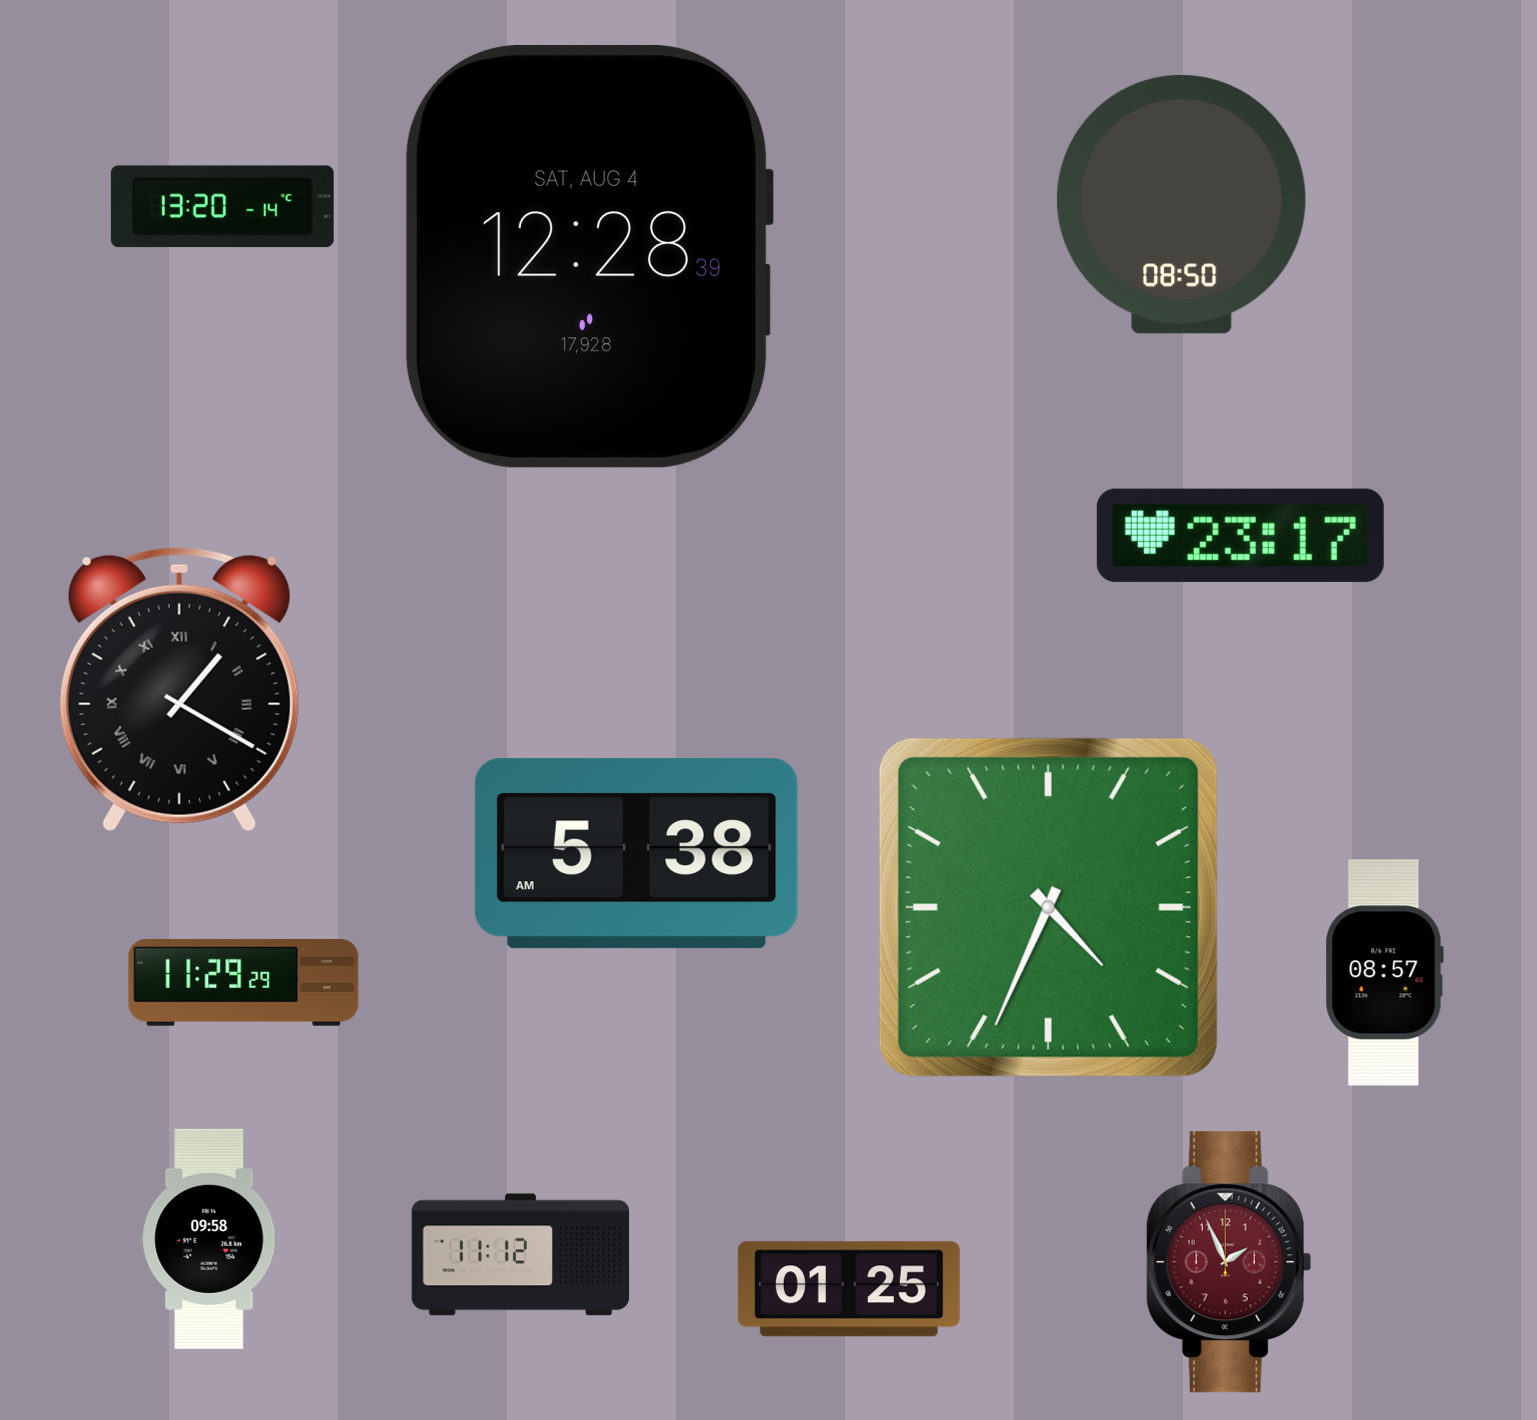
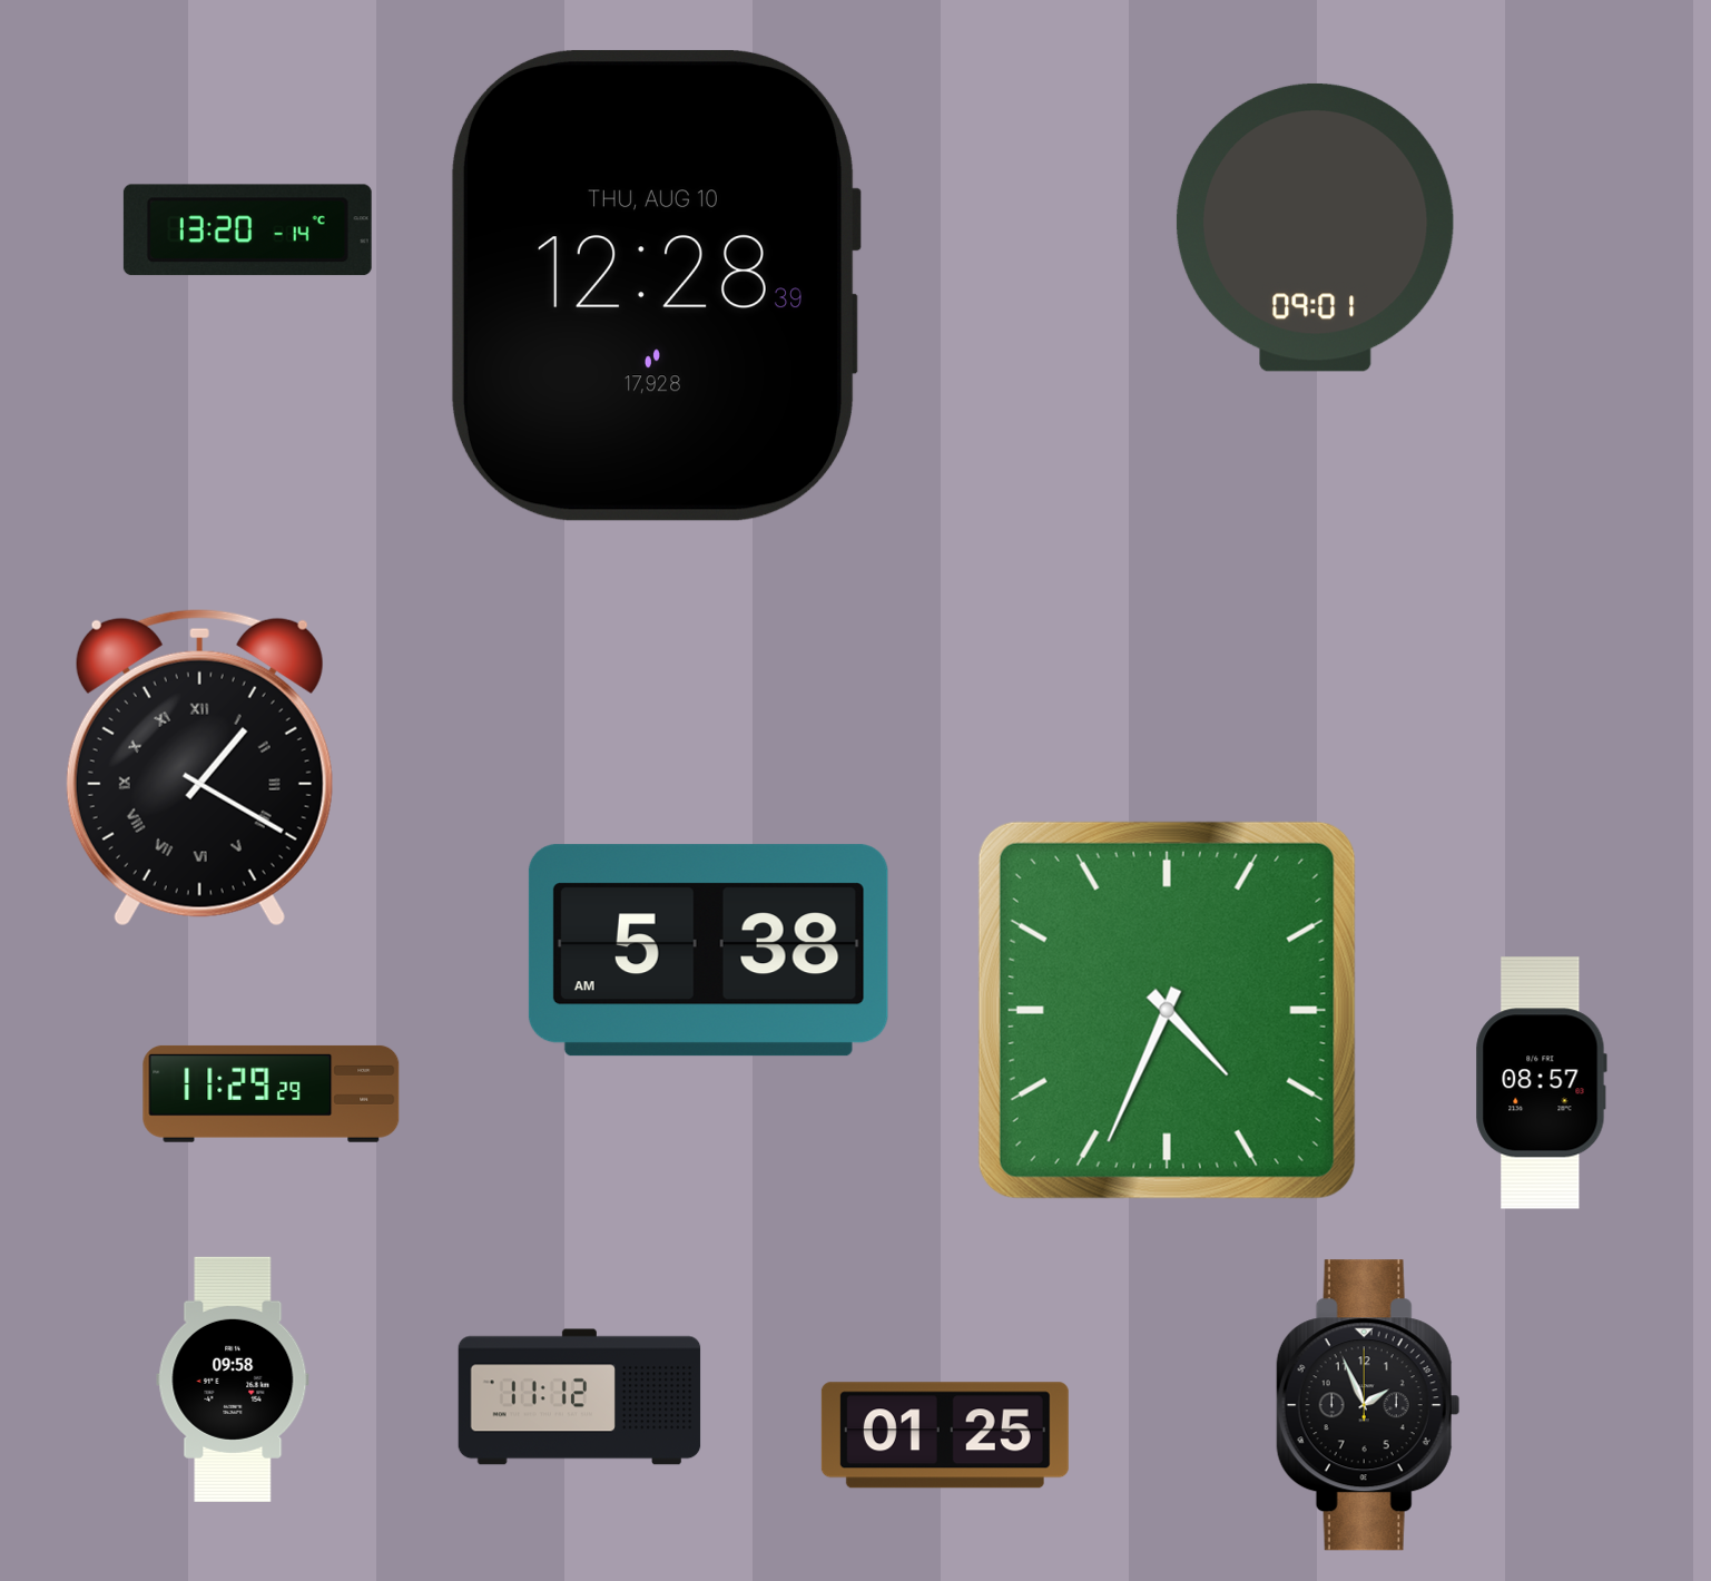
clock at (1181, 204): 08:50 -> 09:01
clock at (588, 256) date: SAT, AUG 4 -> THU, AUG 10
clock at (1240, 535): 23:17 -> none
clock at (1229, 1262) dial: burgundy -> black
